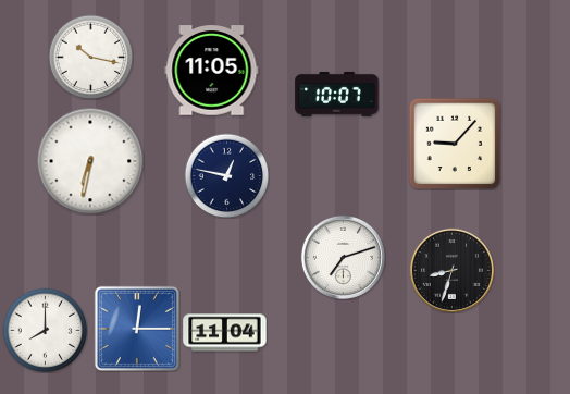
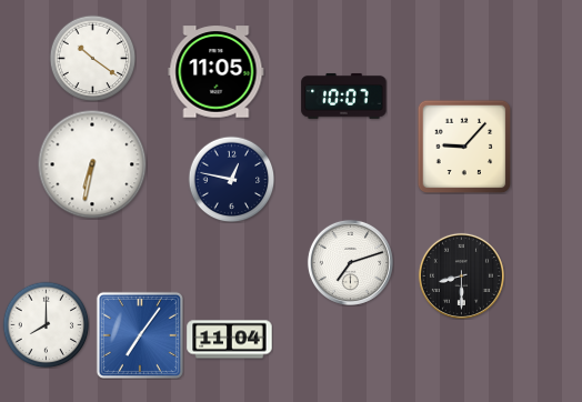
clock at (90, 57): 10:17 -> 10:21
clock at (451, 270): 8:33 -> 8:30
clock at (137, 329): 12:15 -> 7:06
clock at (45, 330) position: (45, 330) -> (46, 324)
